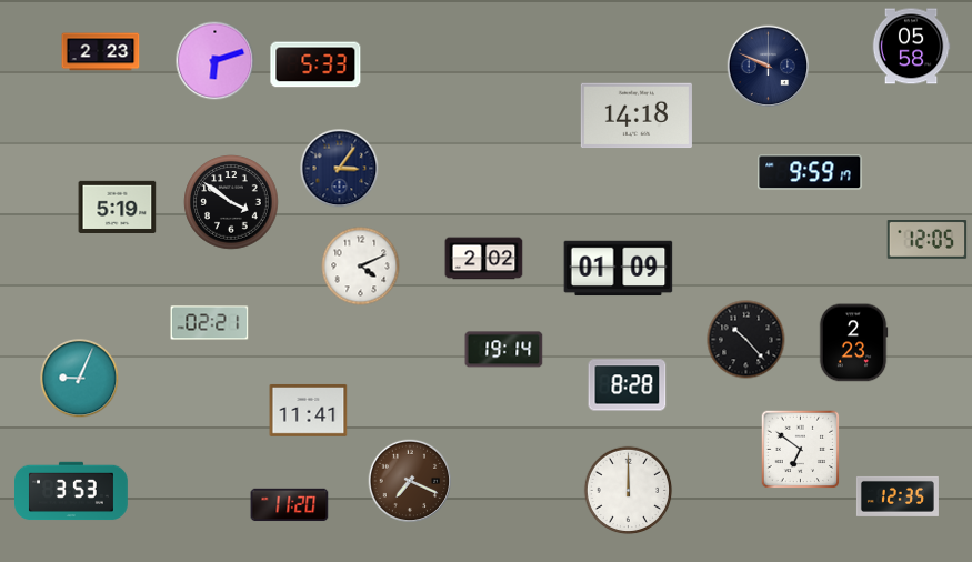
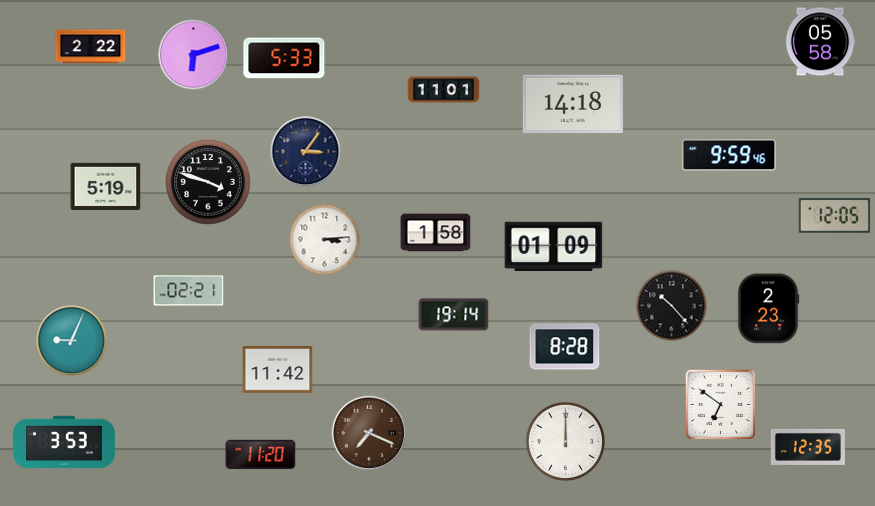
clock at (101, 52): 2:23 -> 2:22
clock at (769, 67): 9:49 -> none
clock at (444, 90): none -> 11:01
clock at (810, 172): 9:59:17 -> 9:59:46
clock at (231, 202): 3:51 -> 3:48
clock at (484, 259): 2:02 -> 1:58
clock at (361, 267): 4:11 -> 3:14
clock at (619, 269) position: (619, 269) -> (554, 247)
clock at (309, 410): 11:41 -> 11:42
